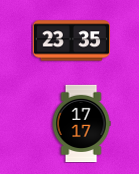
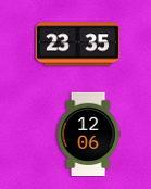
clock at (81, 123): 17:17 -> 12:06
